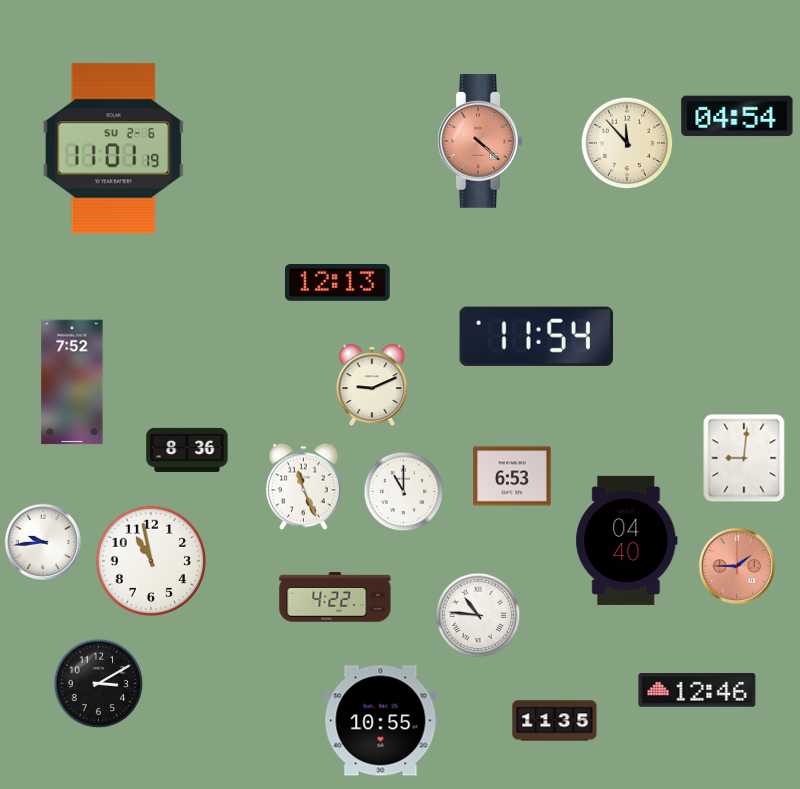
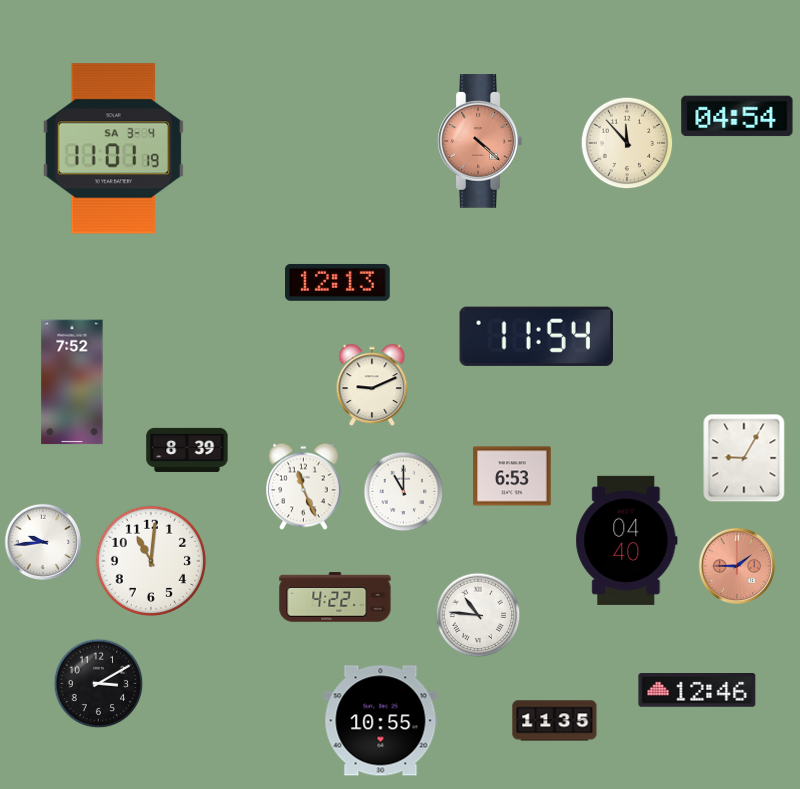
clock at (113, 149) date: SU 2-6 -> SA 3-4
clock at (187, 450): 8:36 -> 8:39
clock at (744, 458): 9:01 -> 9:05
clock at (150, 560): 10:58 -> 11:01
